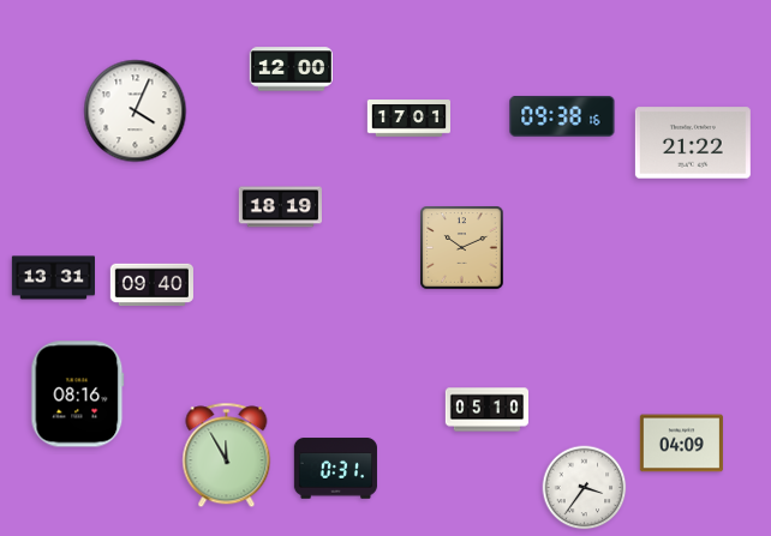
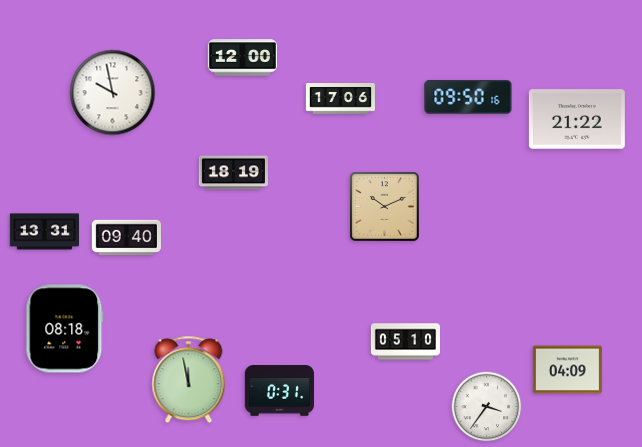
clock at (136, 112): 4:04 -> 9:58
clock at (562, 116): 09:38 -> 09:50
clock at (408, 119): 17:01 -> 17:06
clock at (78, 395): 08:16 -> 08:18
clock at (227, 456): 11:55 -> 11:58
